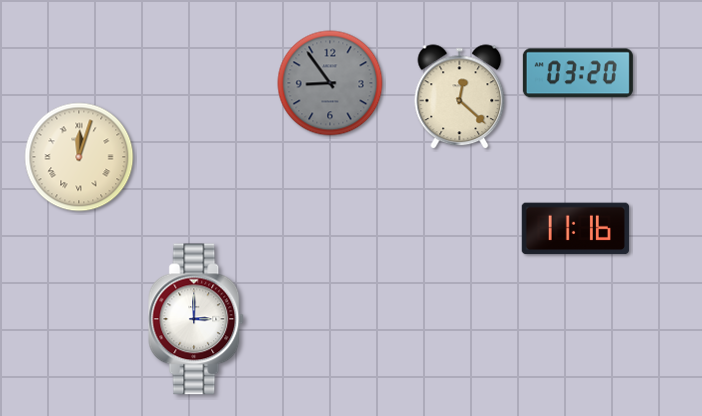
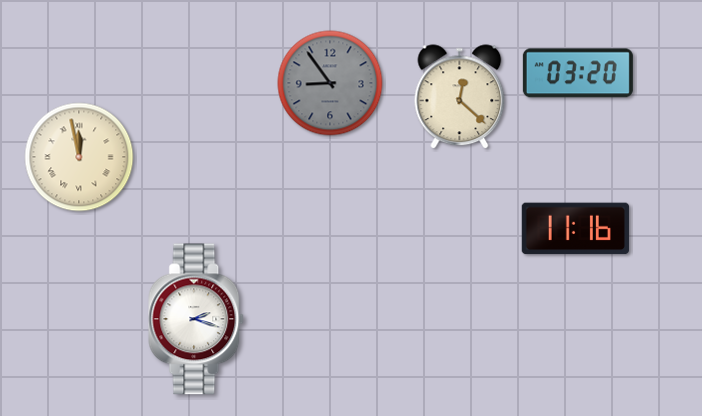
clock at (79, 157): 12:03 -> 11:58
clock at (197, 319): 3:00 -> 2:18
